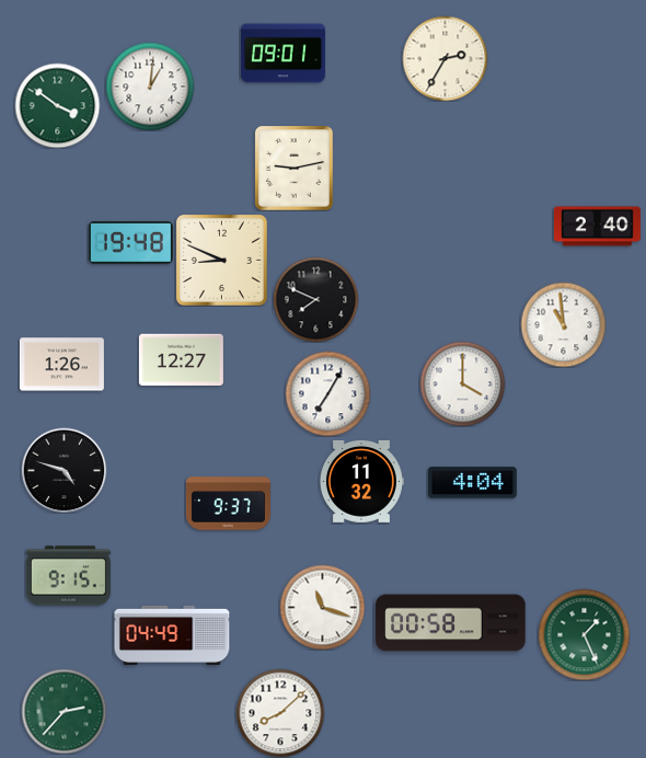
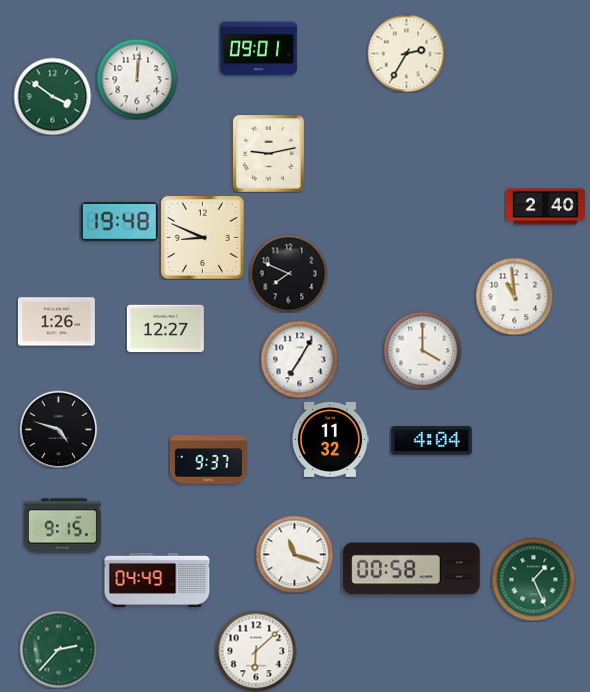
clock at (150, 87): 1:01 -> 12:01
clock at (61, 365) position: (61, 365) -> (56, 322)
clock at (280, 713): 8:08 -> 6:08
